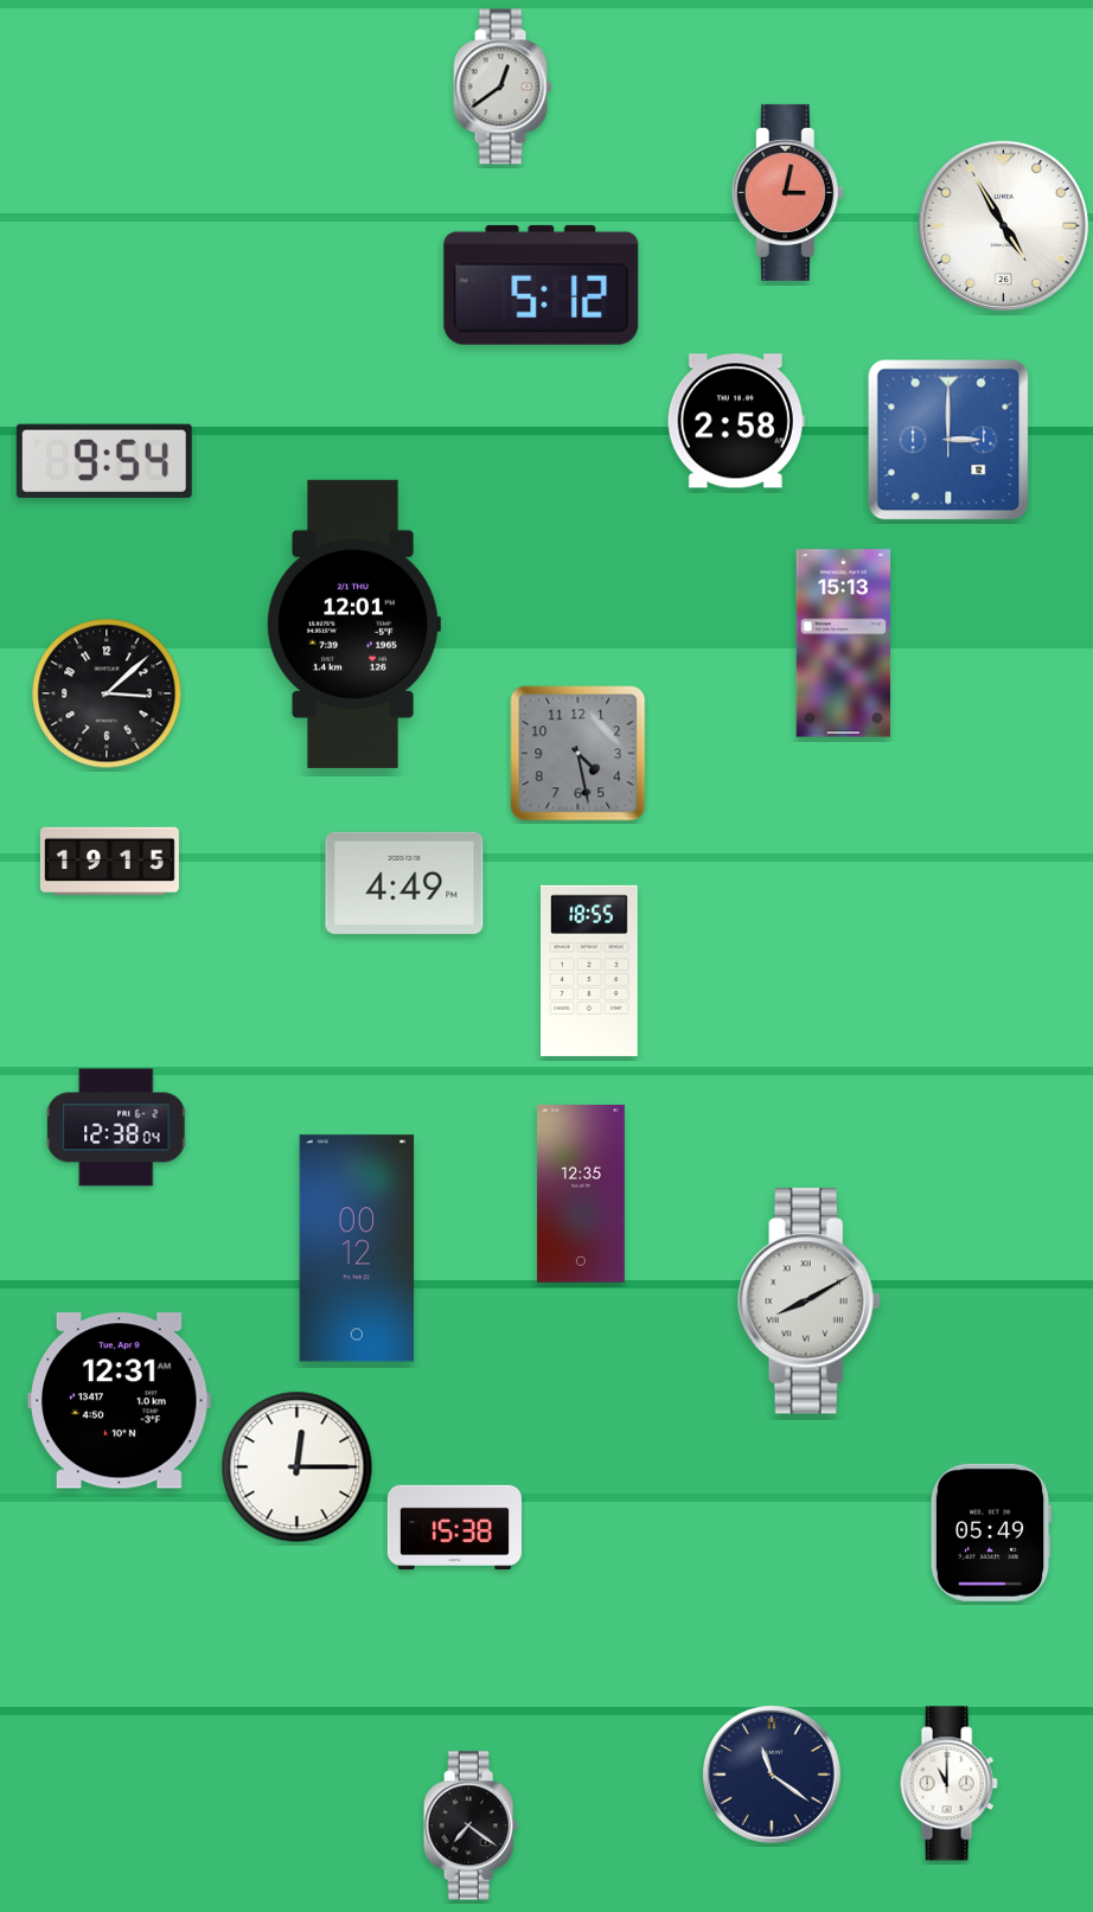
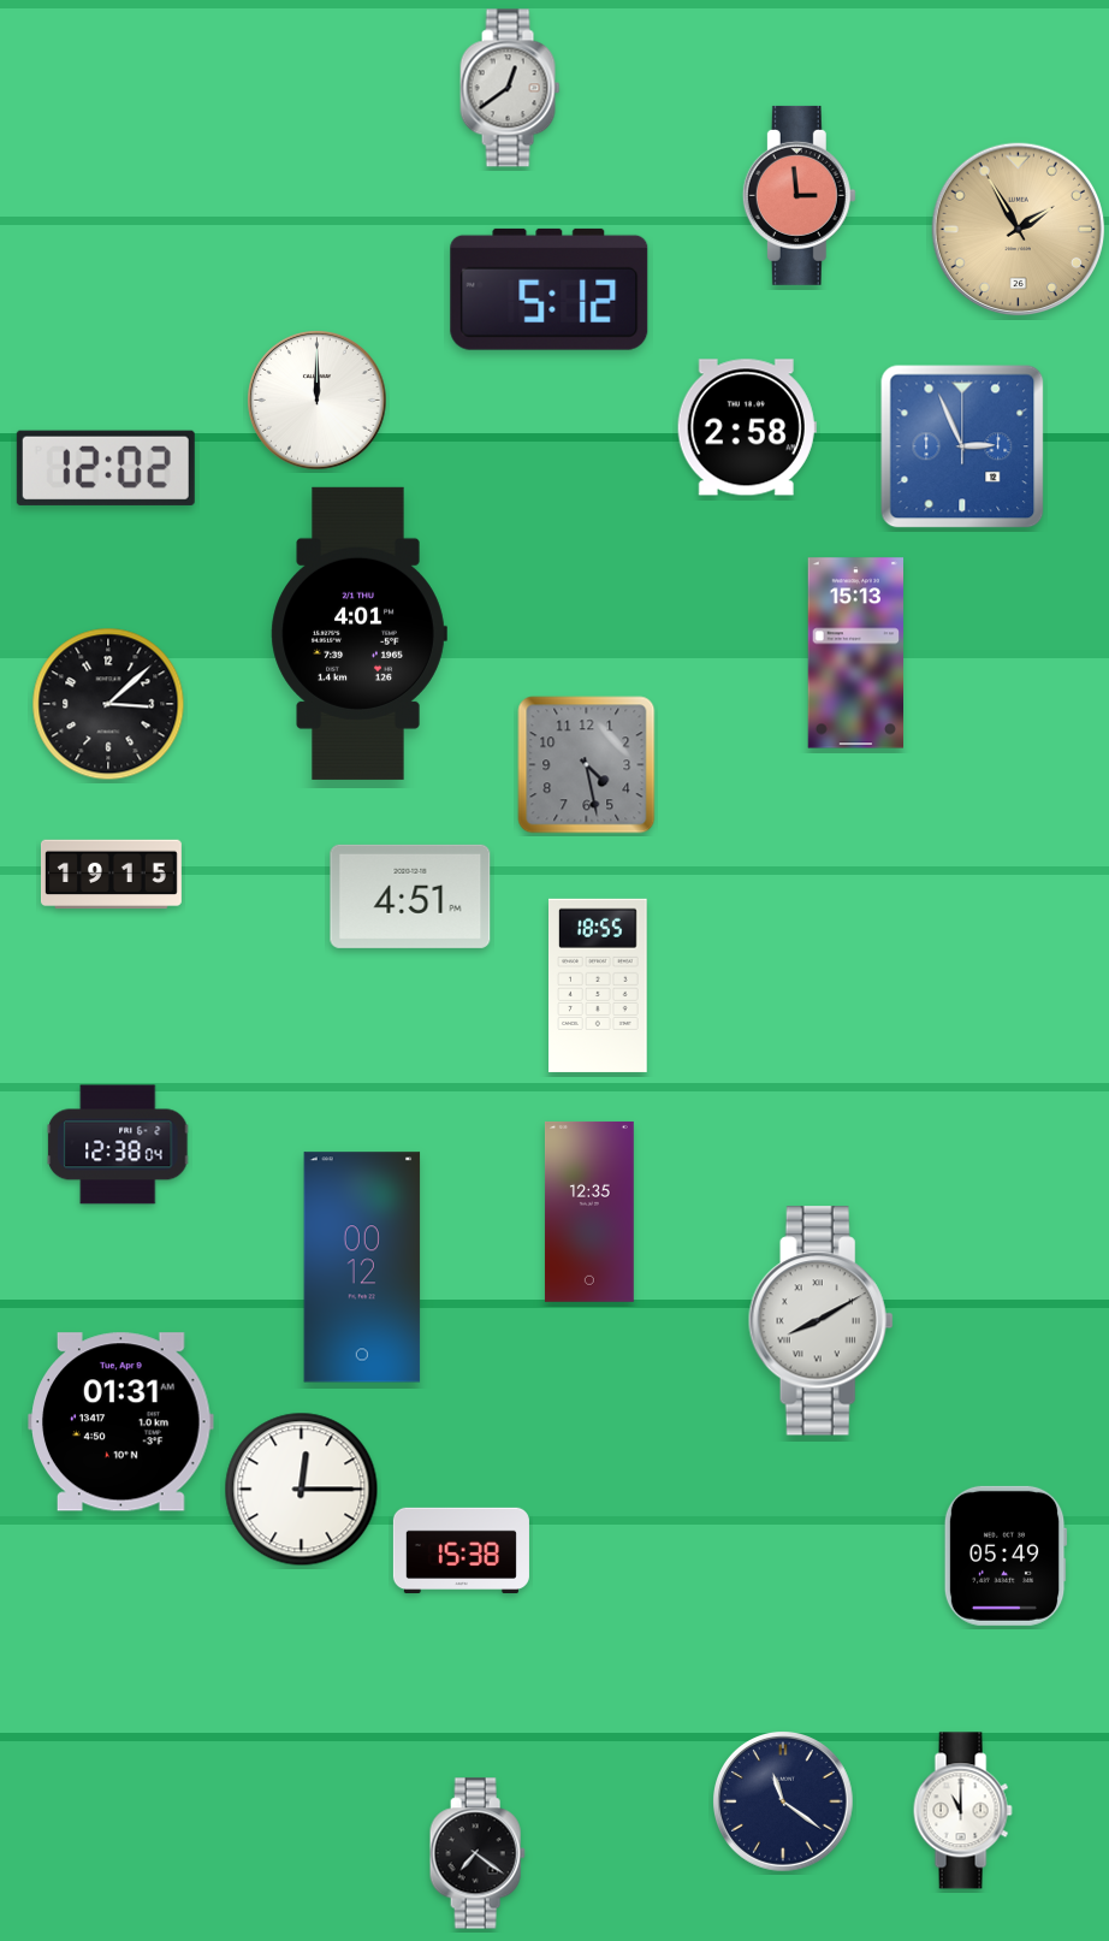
clock at (787, 192): 3:02 -> 2:59
clock at (1004, 226): 4:55 -> 1:55
clock at (1004, 226) dial: white -> champagne
clock at (318, 401): none -> 12:00
clock at (948, 440): 3:00 -> 2:56
clock at (104, 461): 9:54 -> 12:02
clock at (353, 624): 12:01 -> 4:01
clock at (404, 883): 4:49 -> 4:51
clock at (120, 1401): 12:31 -> 01:31
